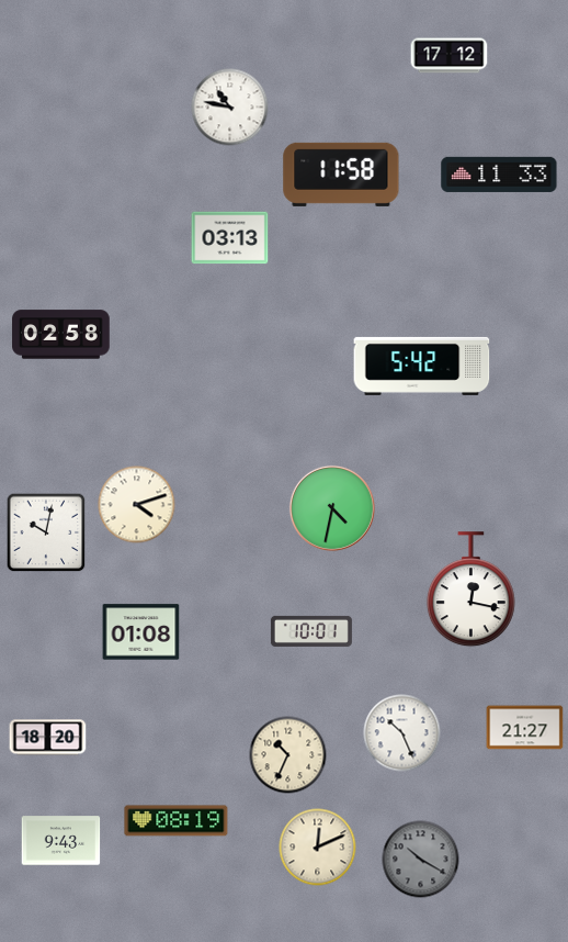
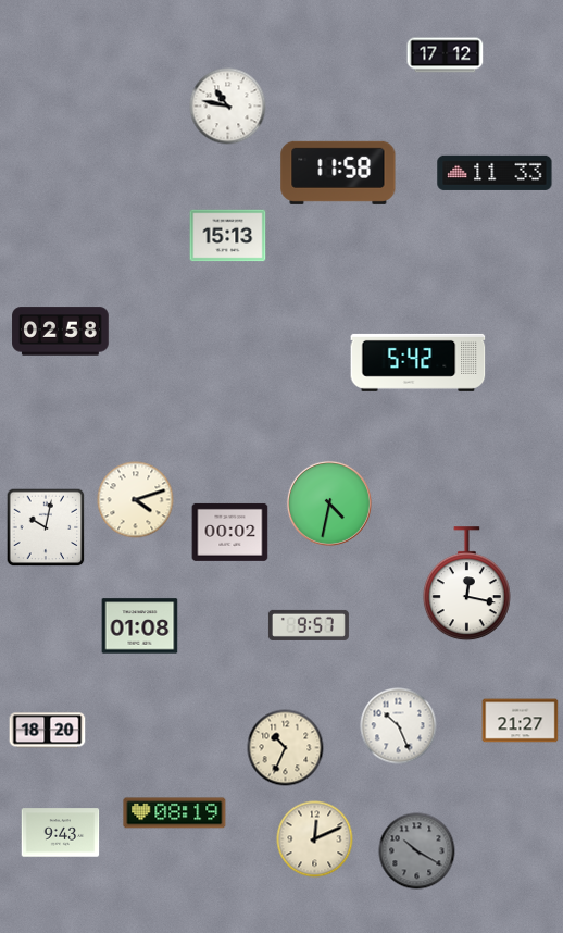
clock at (230, 238): 03:13 -> 15:13
clock at (230, 532): none -> 00:02
clock at (311, 631): 10:01 -> 9:57
